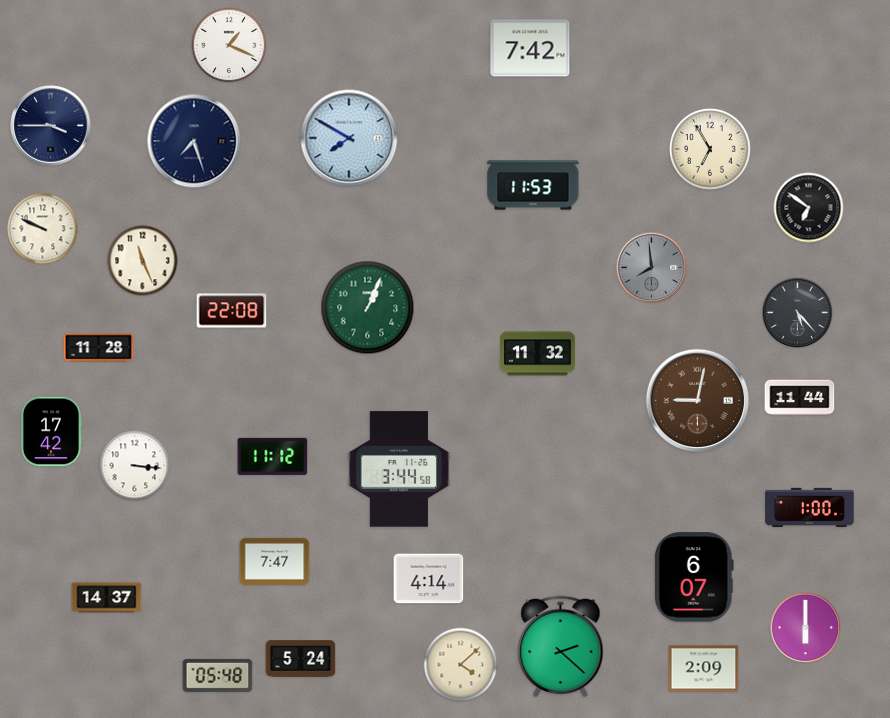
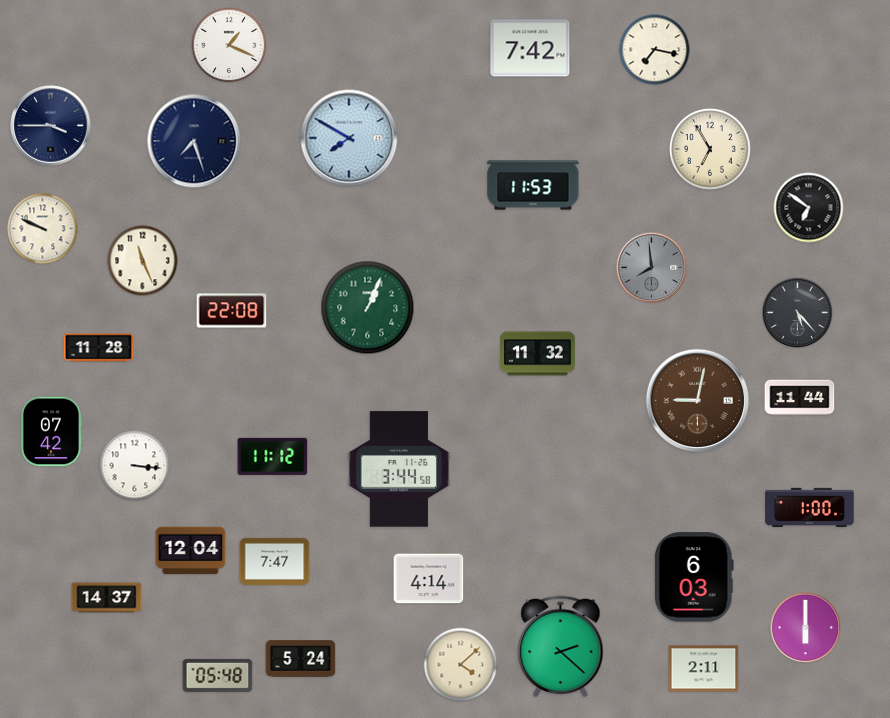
clock at (655, 50): none -> 7:17
clock at (51, 432): 17:42 -> 07:42
clock at (191, 551): none -> 12:04
clock at (694, 577): 6:07 -> 6:03
clock at (704, 669): 2:09 -> 2:11
